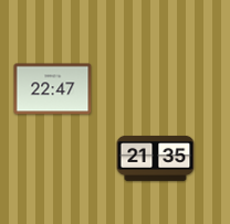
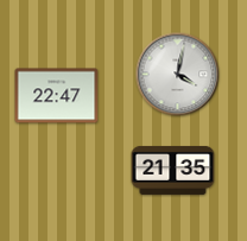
clock at (178, 75): none -> 4:02
clock at (156, 158) position: (156, 158) -> (173, 170)
